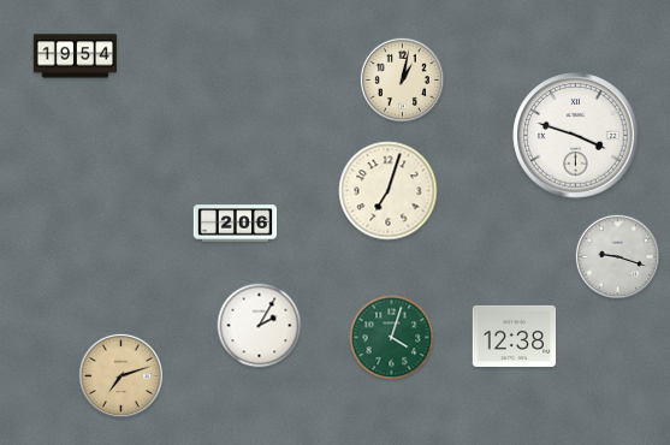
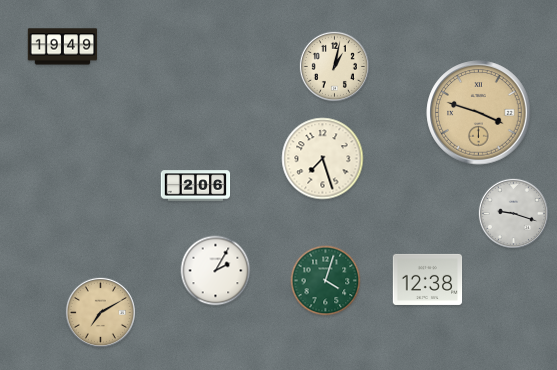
clock at (76, 57): 19:54 -> 19:49
clock at (576, 136) dial: white -> champagne
clock at (389, 191): 7:03 -> 7:27
clock at (120, 375): 7:12 -> 7:10
